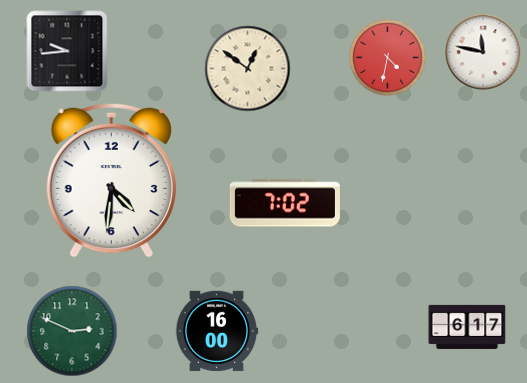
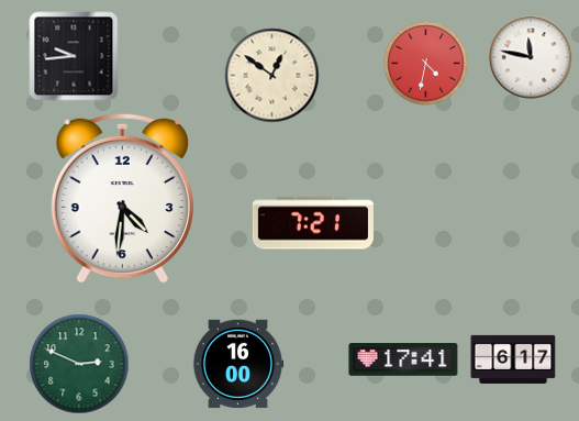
clock at (285, 203): 7:02 -> 7:21
clock at (403, 359): none -> 17:41
